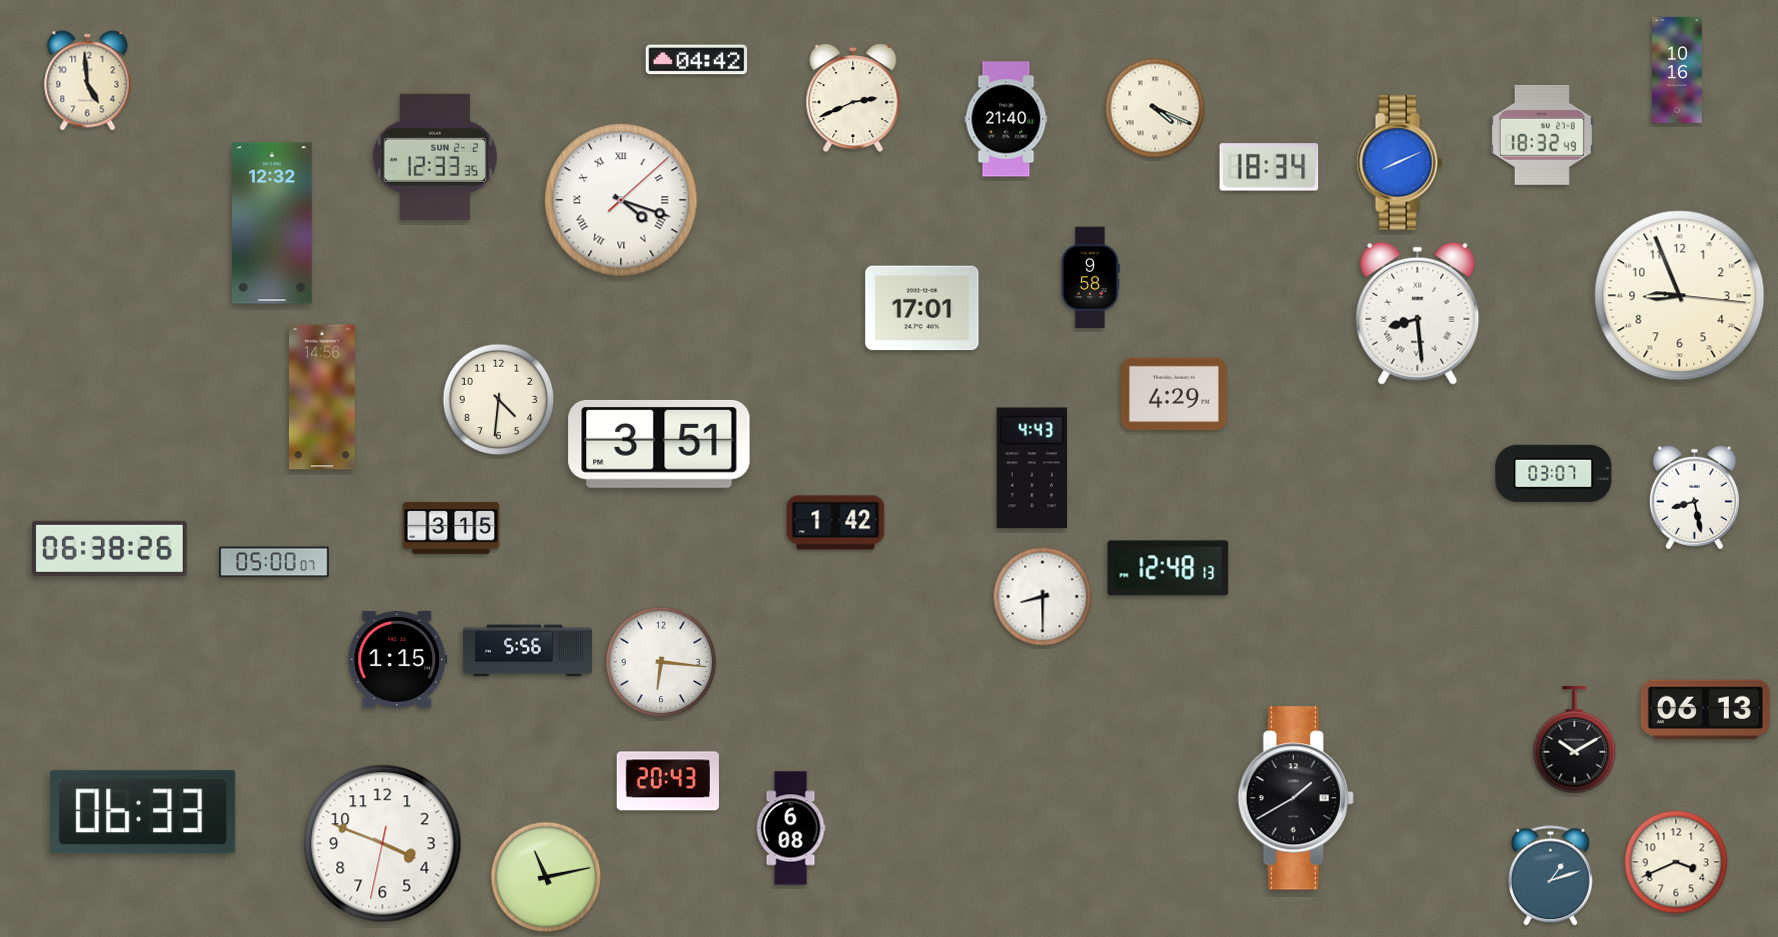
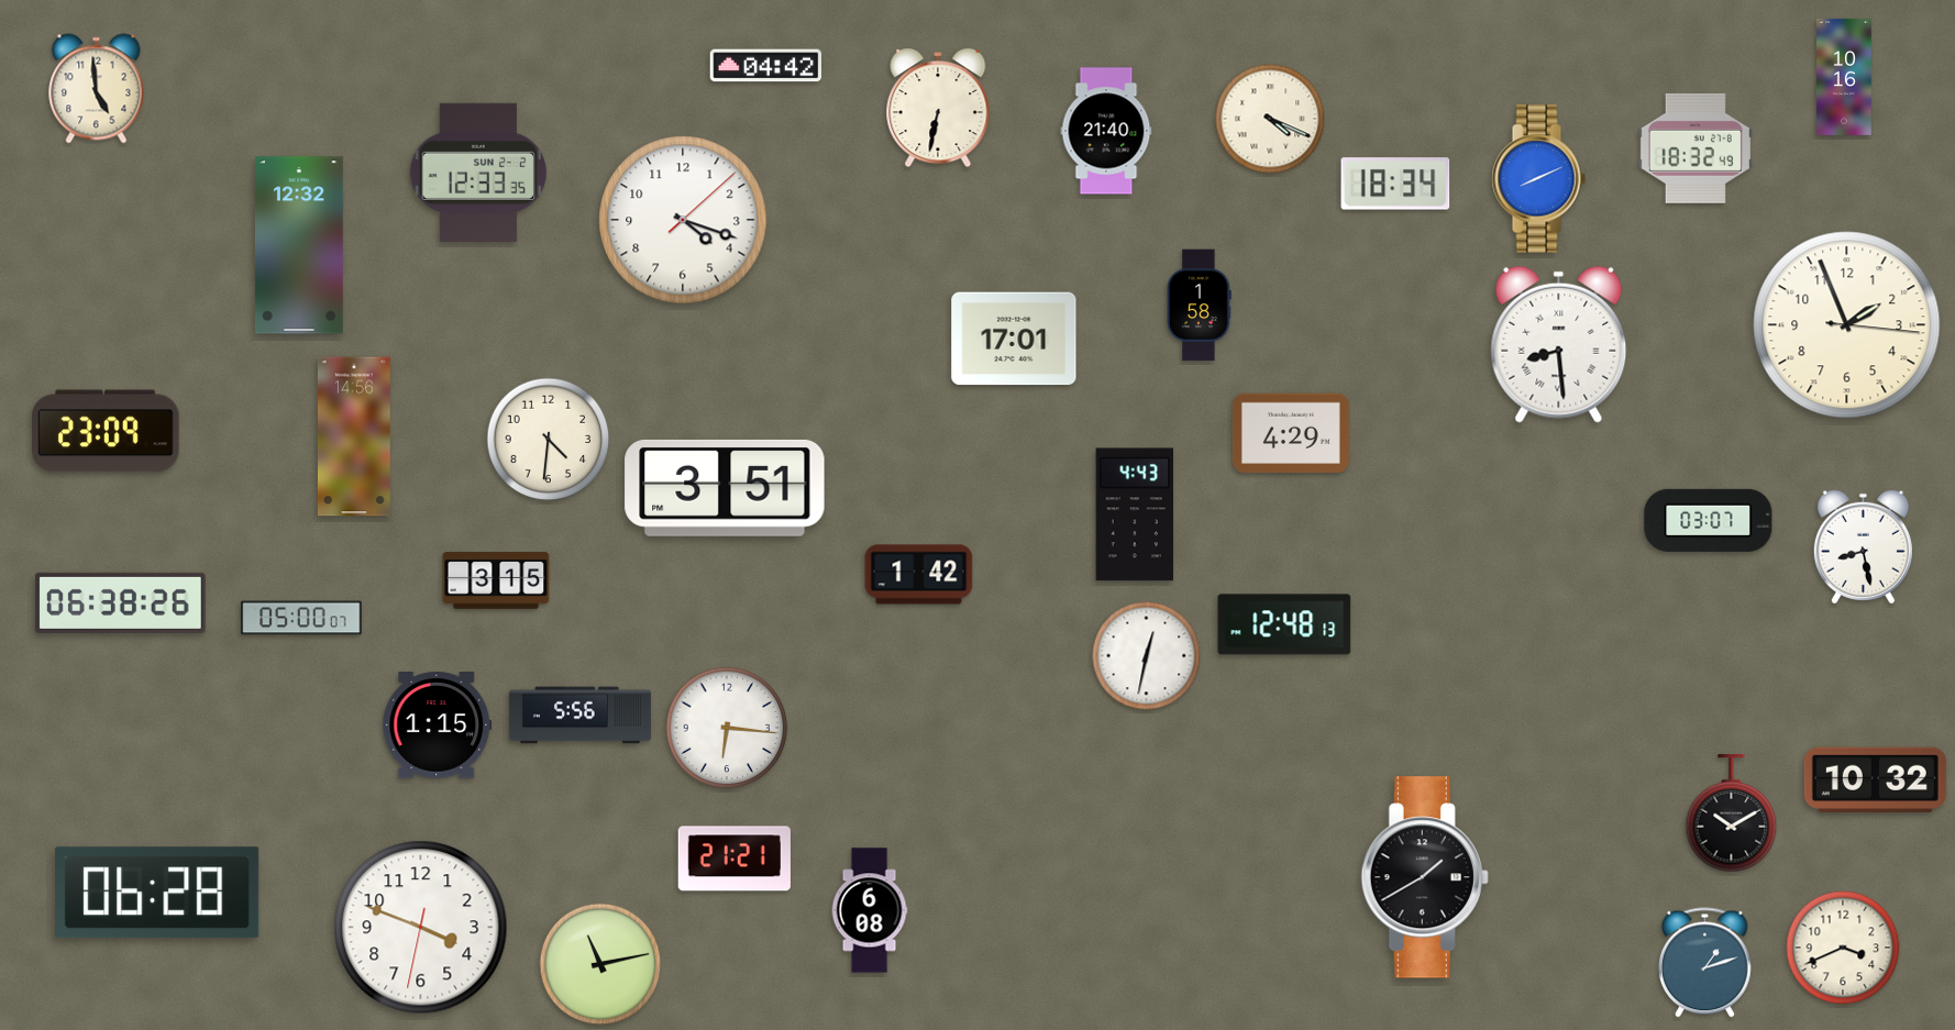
clock at (853, 98): 2:41 -> 6:32
clock at (621, 200) numerals: Roman -> Arabic
clock at (1091, 278): 9:58 -> 1:58
clock at (1680, 296): 8:56 -> 1:56
clock at (106, 431): none -> 23:09
clock at (1043, 597): 8:30 -> 12:32
clock at (1705, 710): 06:13 -> 10:32
clock at (668, 781): 20:43 -> 21:21
clock at (143, 812): 06:33 -> 06:28
